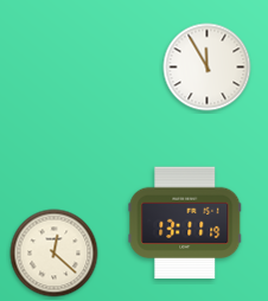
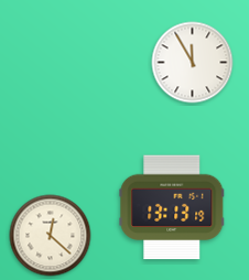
clock at (185, 223): 13:11 -> 13:13
